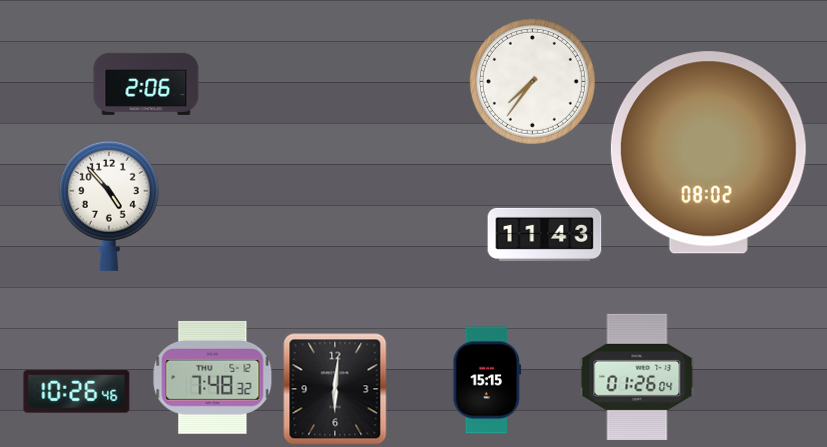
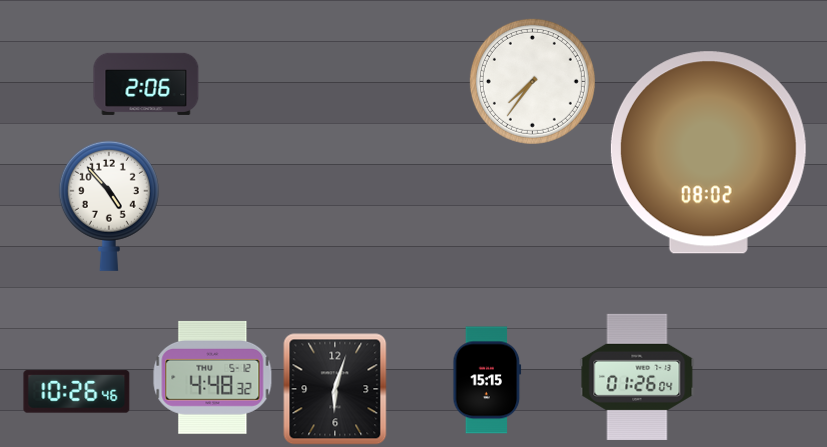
clock at (545, 234): 11:43 -> none
clock at (213, 377): 7:48 -> 4:48
clock at (335, 389): 6:01 -> 6:03
